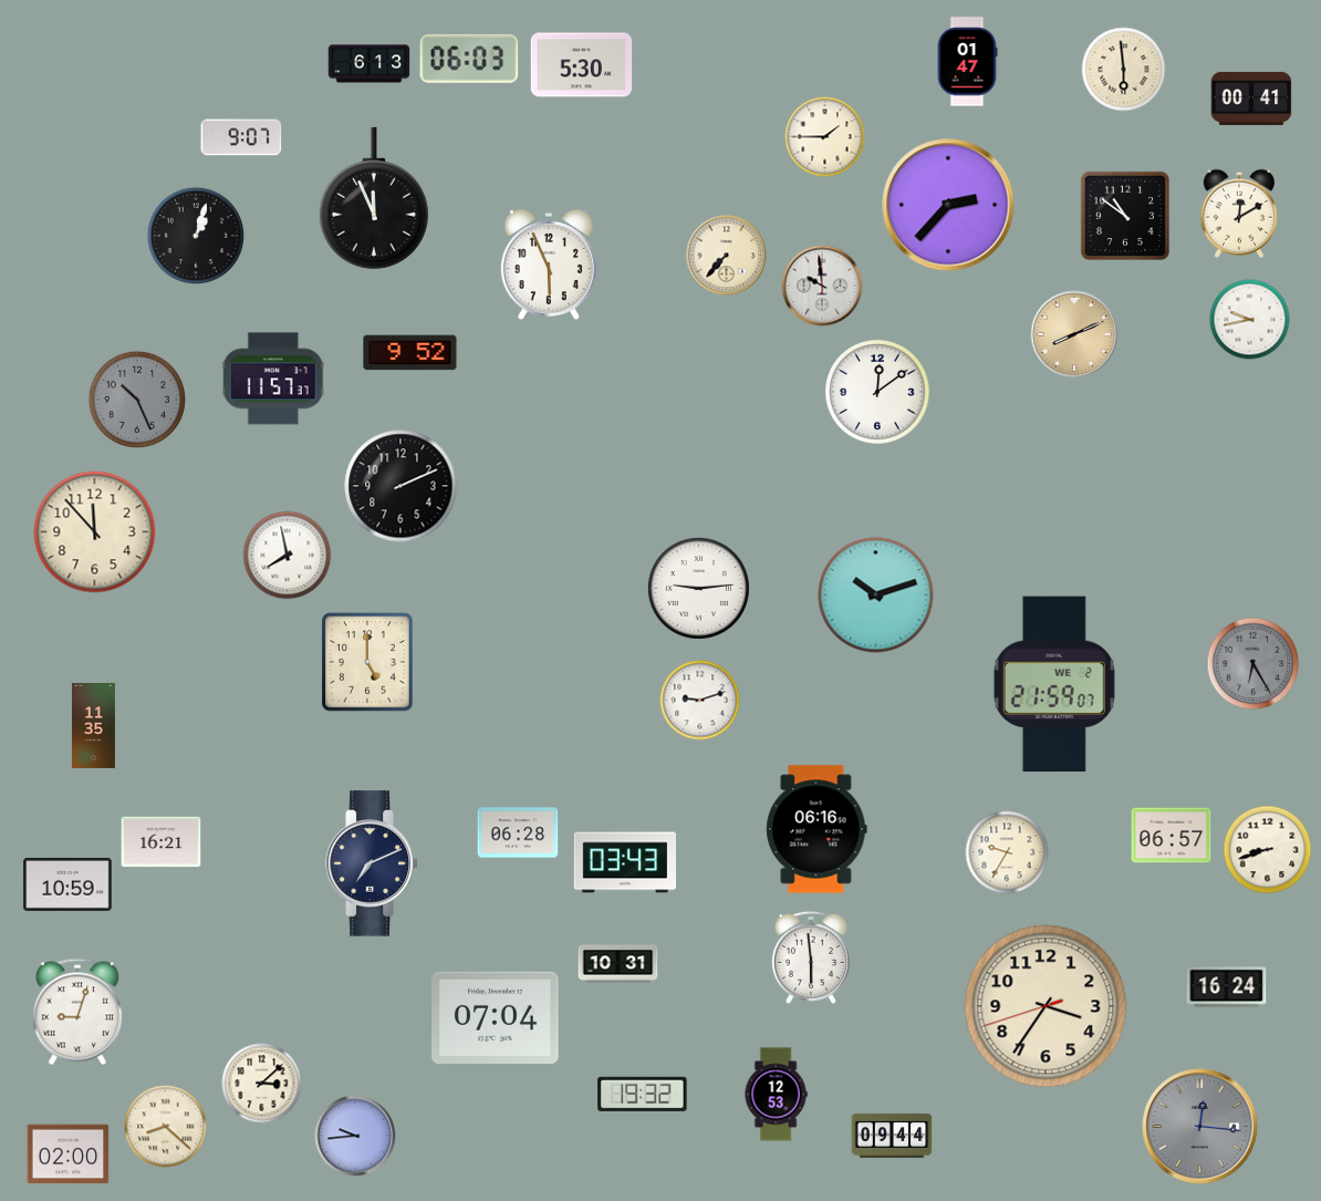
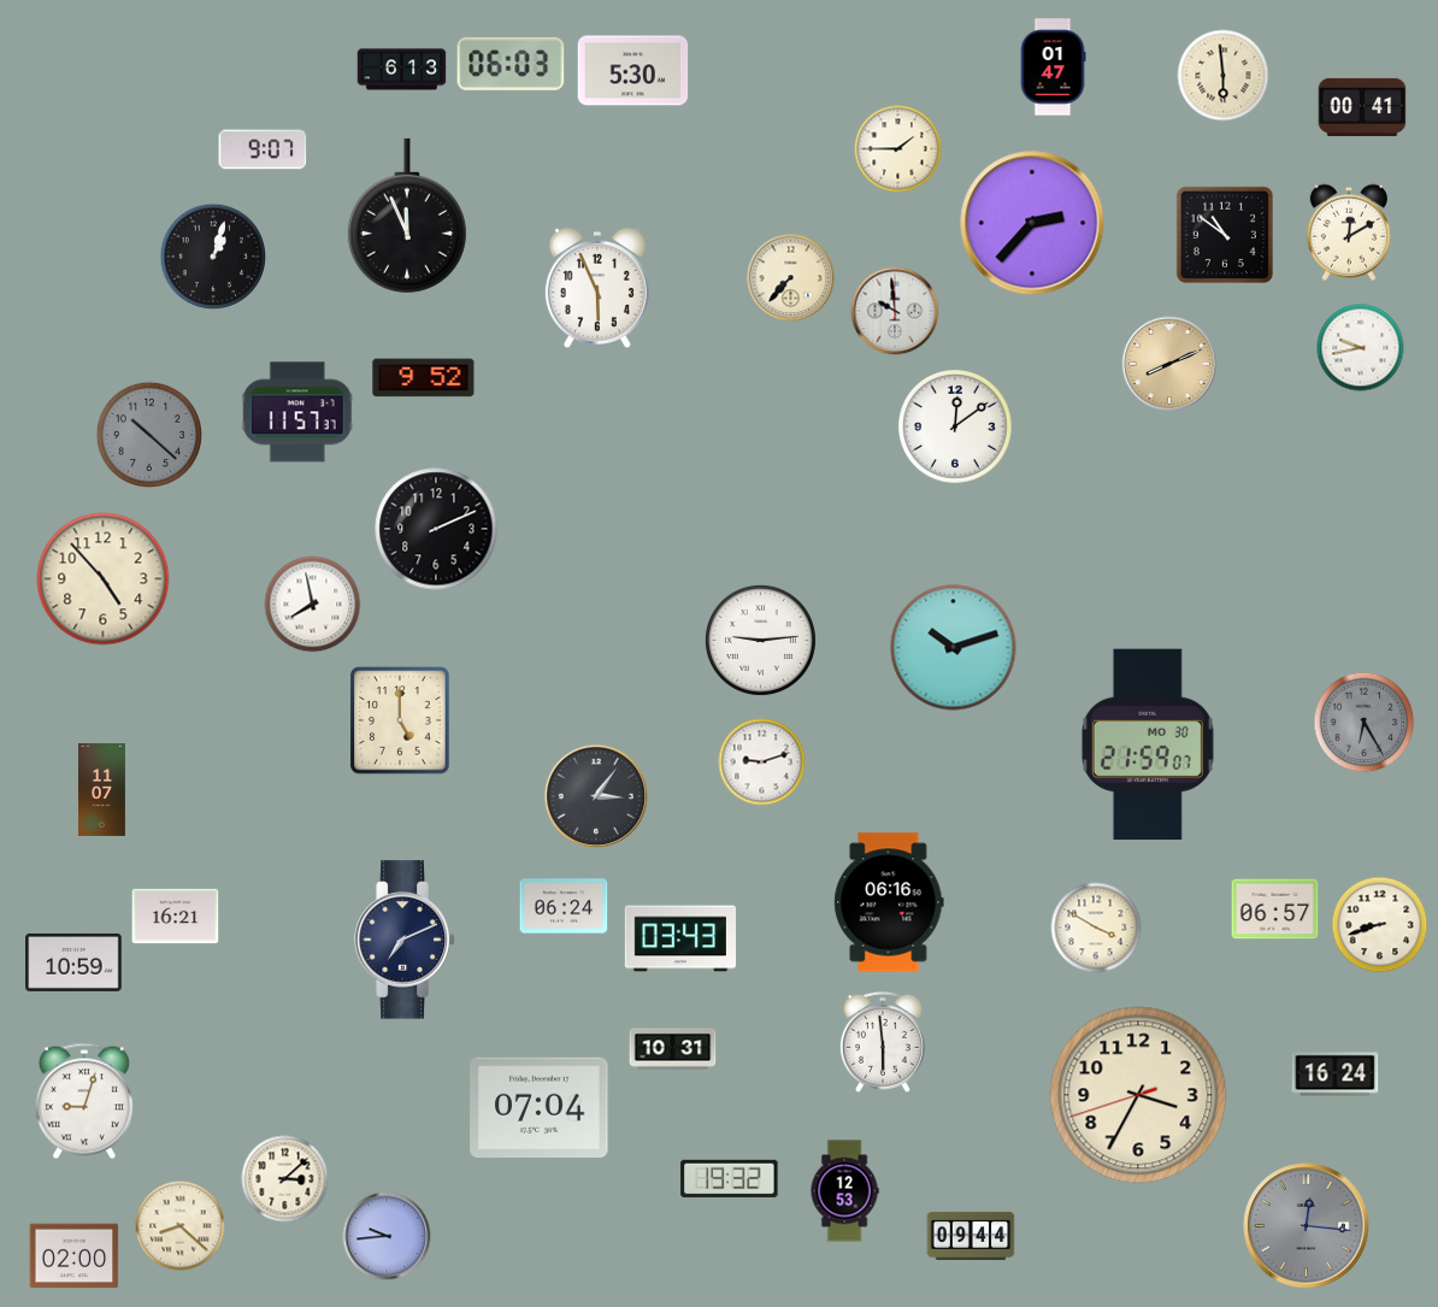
clock at (410, 353) position: (410, 353) -> (424, 378)
clock at (136, 398): 10:26 -> 10:22
clock at (95, 532): 11:53 -> 4:53
clock at (1054, 684) date: WE 2 -> MO 30
clock at (93, 725): 11:35 -> 11:07
clock at (595, 795): none -> 3:06
clock at (518, 832): 06:28 -> 06:24
clock at (1007, 852): 9:35 -> 3:50
clock at (1046, 1006): 3:35 -> 3:34
clock at (643, 1094) position: (643, 1094) -> (730, 1178)
